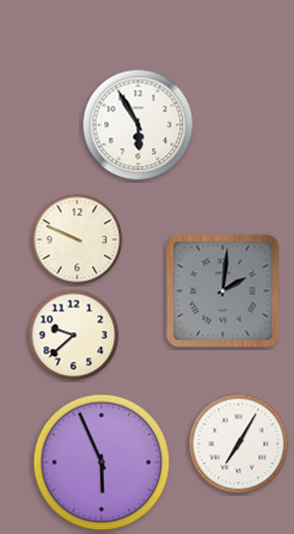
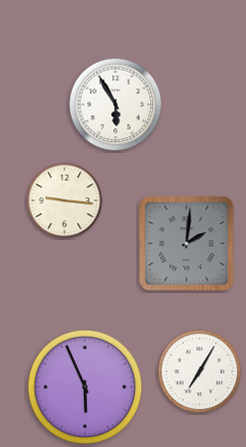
clock at (78, 240): 9:49 -> 9:16
clock at (74, 336): 9:38 -> none
